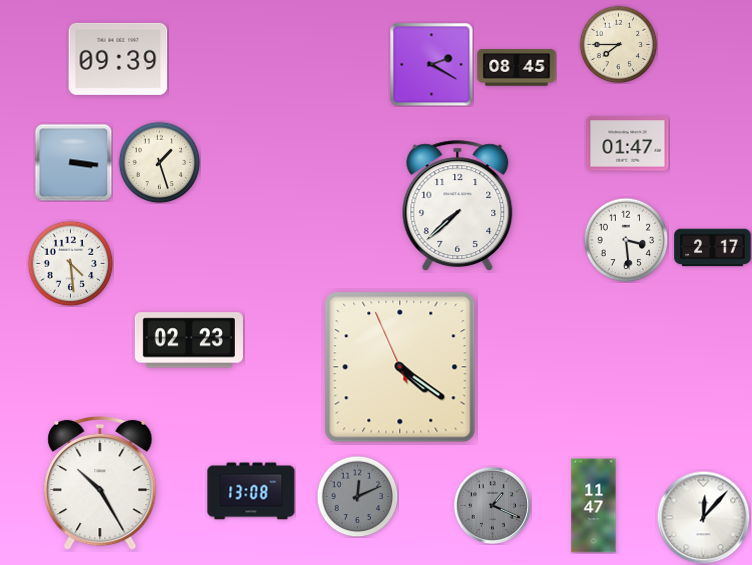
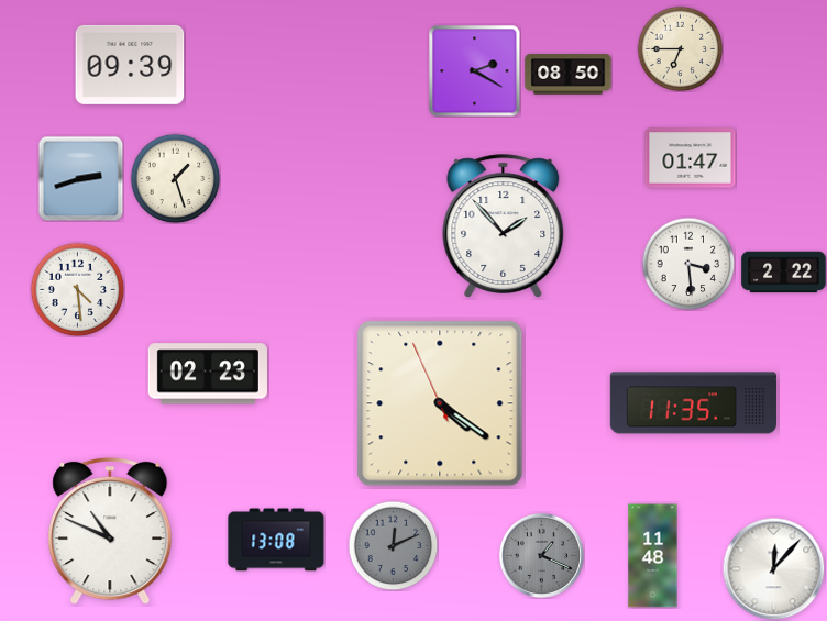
clock at (618, 44): 7:45 -> 6:45
clock at (517, 68): 08:45 -> 08:50
clock at (73, 162): 3:16 -> 2:42
clock at (458, 206): 7:38 -> 1:53
clock at (713, 248): 2:17 -> 2:22
clock at (693, 403): none -> 11:35
clock at (100, 483): 10:25 -> 10:49
clock at (594, 506): 11:47 -> 11:48
